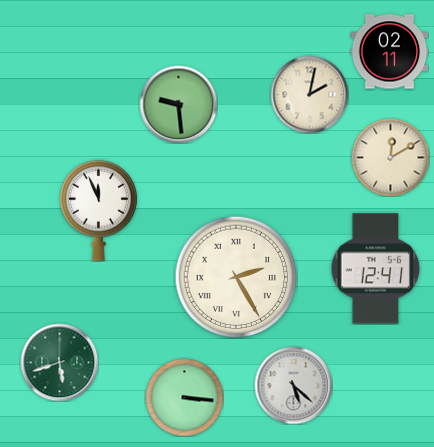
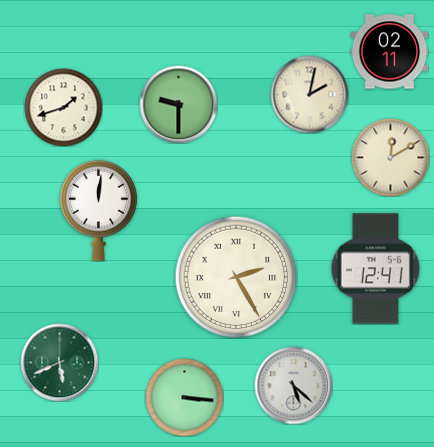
clock at (178, 104): 9:29 -> 9:30
clock at (63, 107): none -> 1:42
clock at (98, 210): 11:56 -> 12:01
clock at (59, 362): 5:42 -> 5:41
